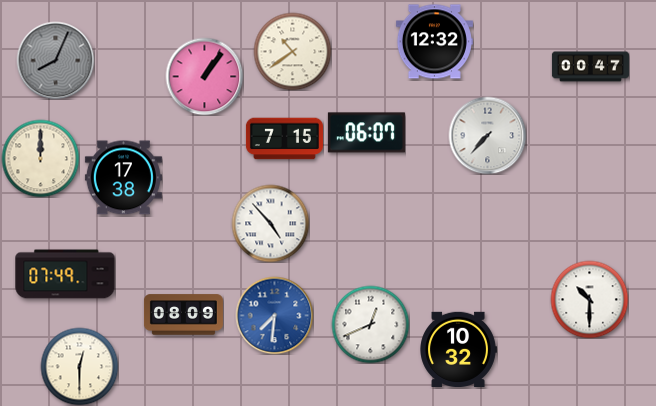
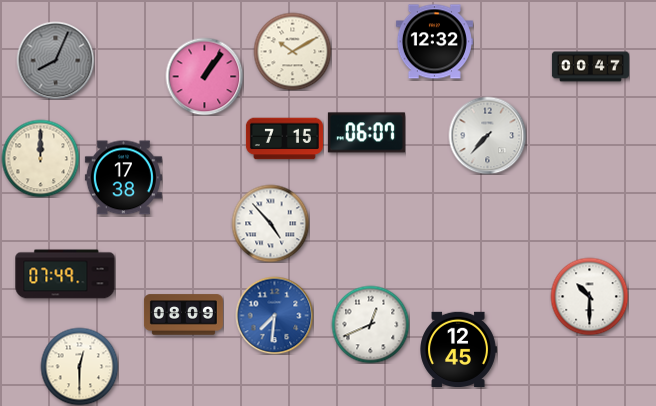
clock at (292, 51): 10:39 -> 10:10
clock at (589, 299) position: (589, 299) -> (589, 296)
clock at (458, 349): 10:32 -> 12:45
